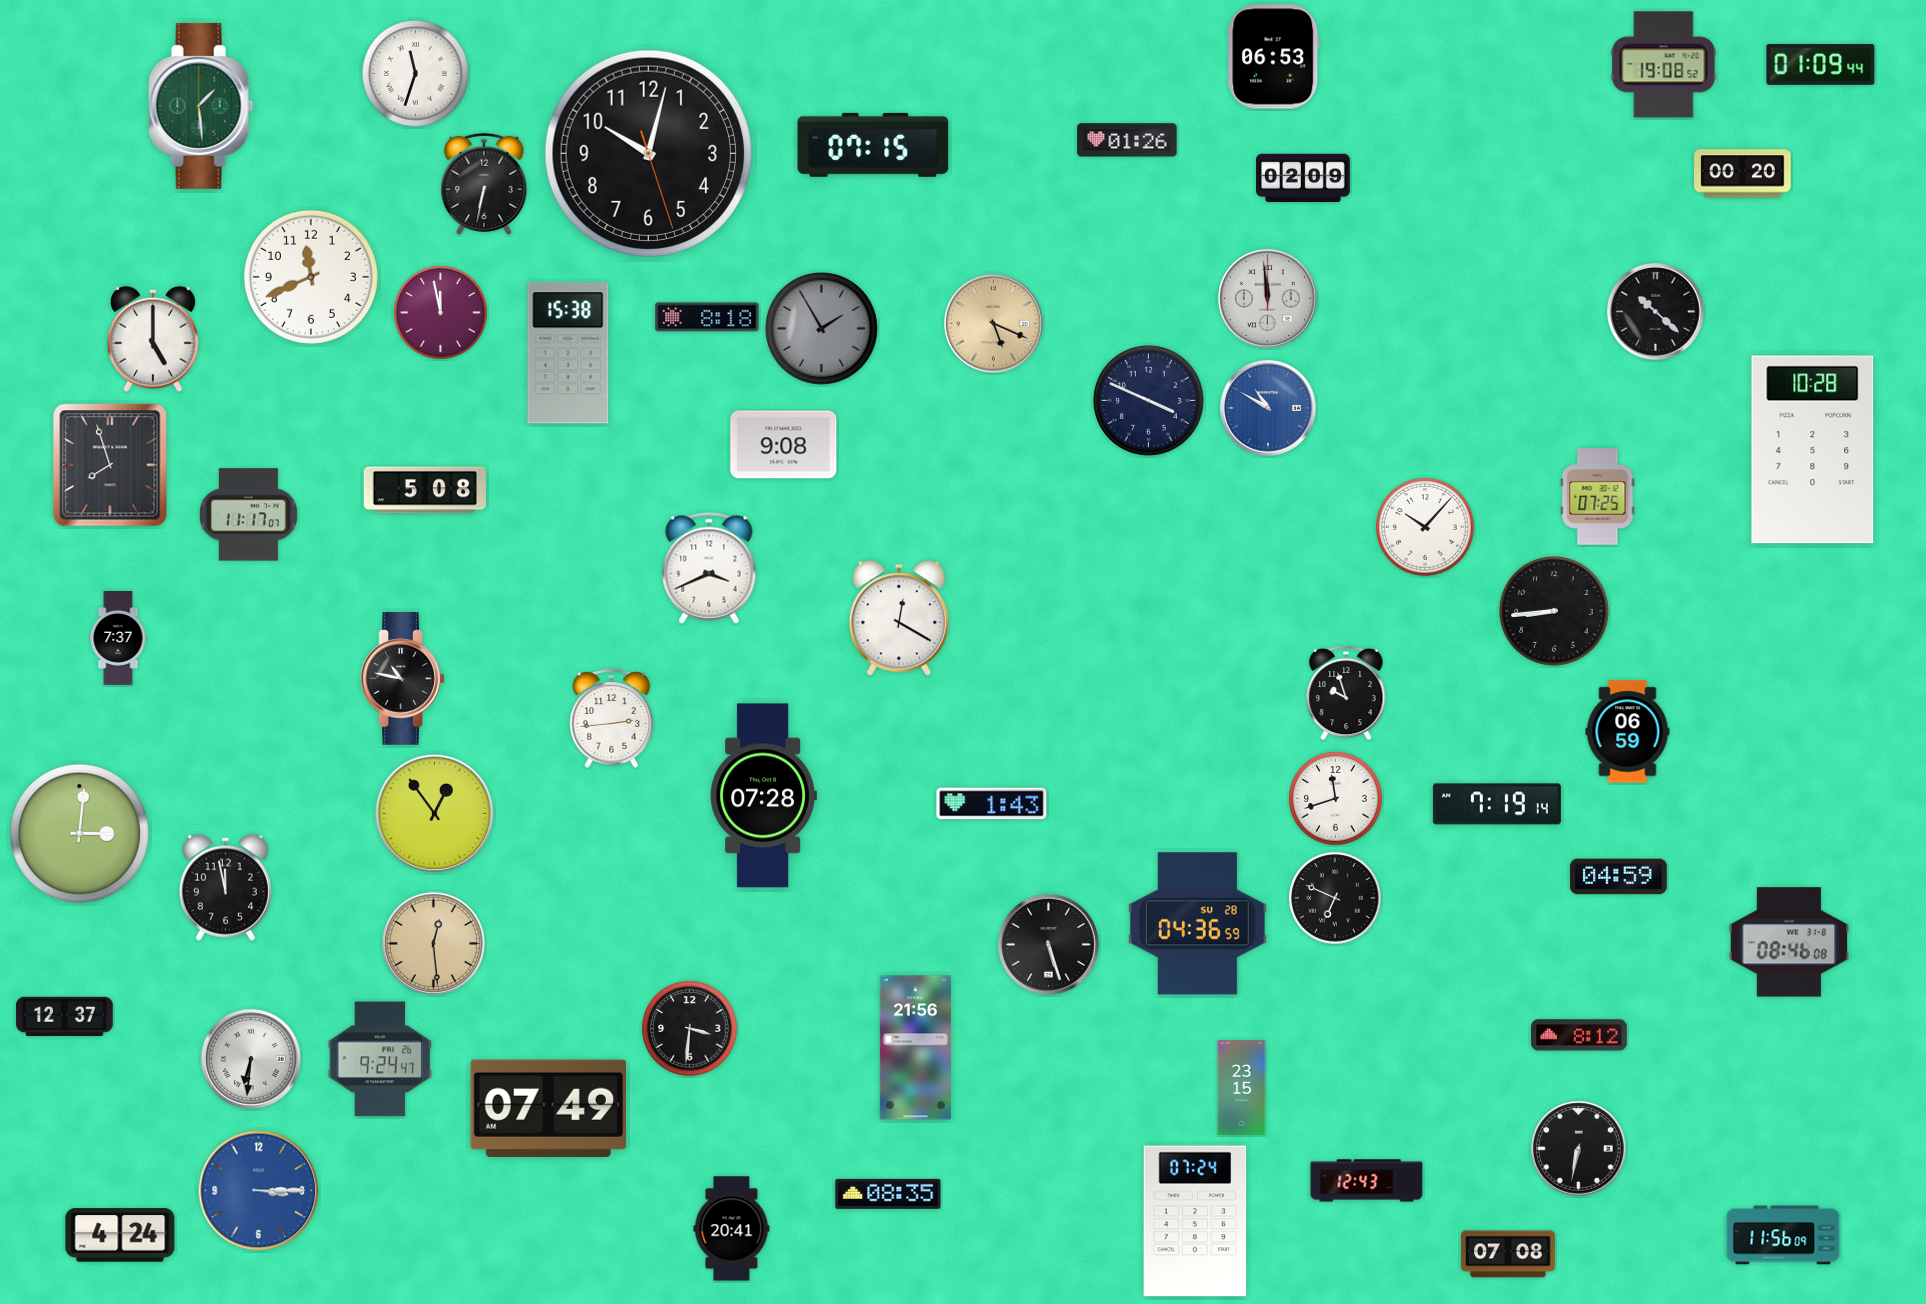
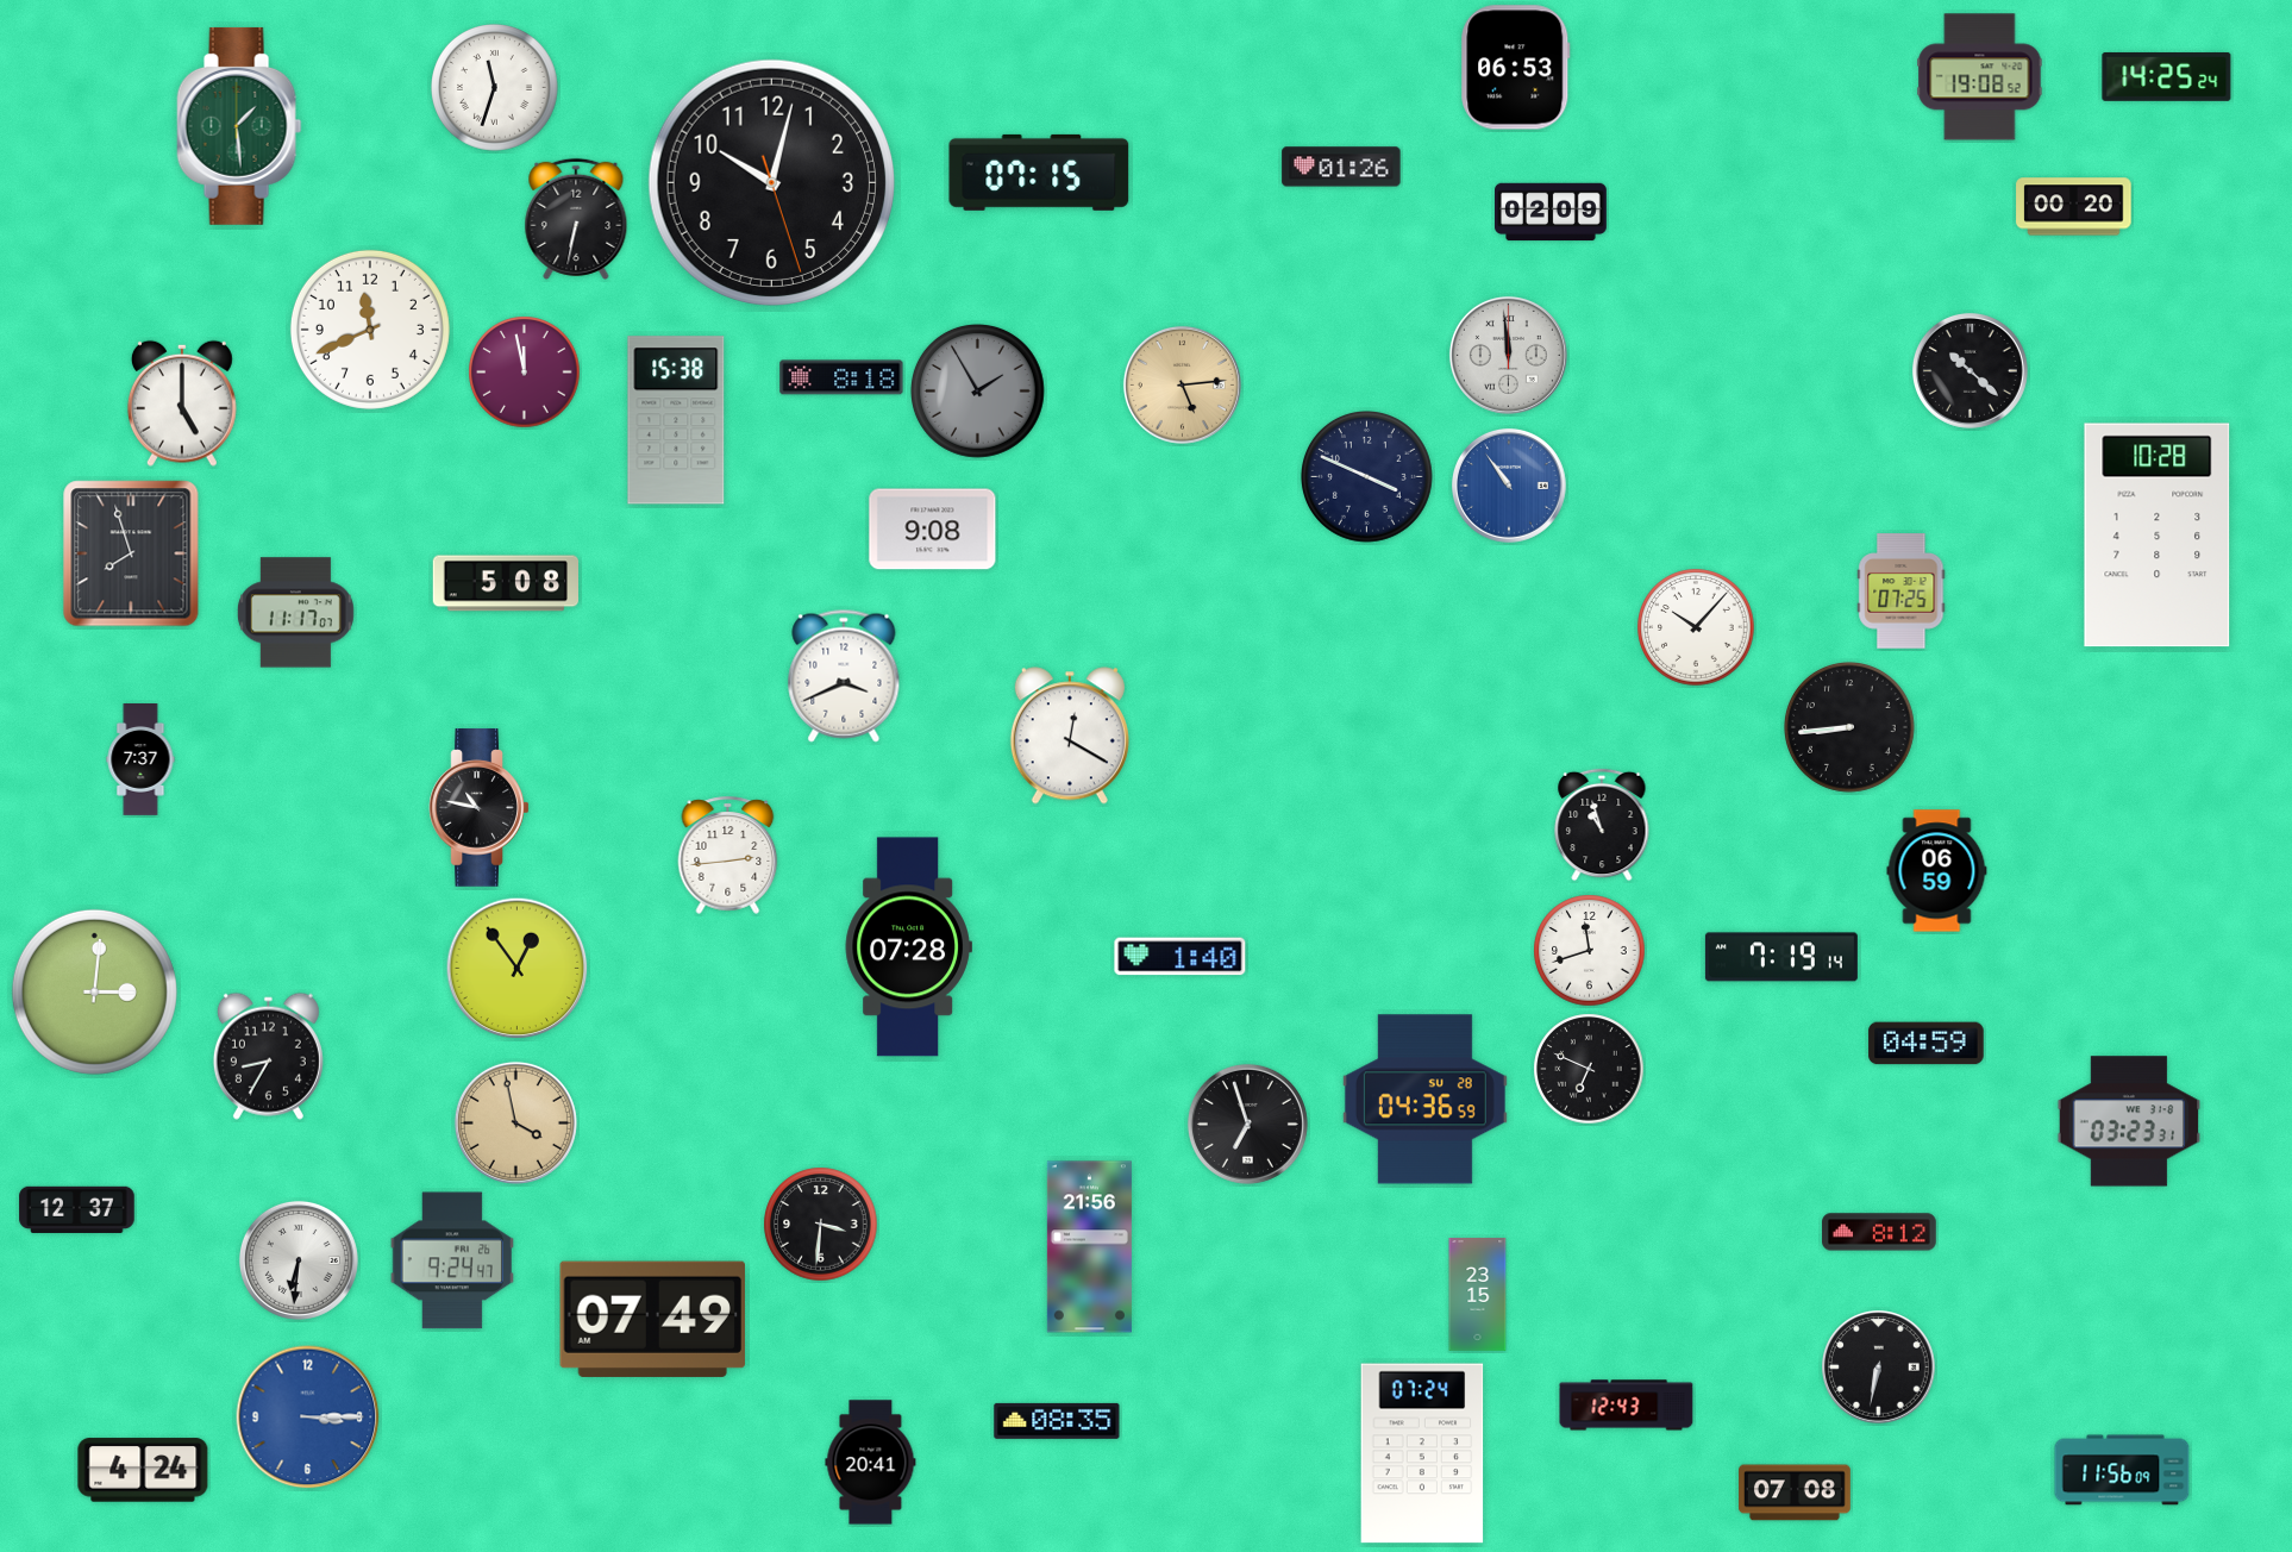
clock at (1821, 64): 01:09 -> 14:25
clock at (993, 323): 5:19 -> 5:14
clock at (1268, 408): 10:50 -> 10:54
clock at (1346, 693): 9:57 -> 10:57
clock at (992, 804): 1:43 -> 1:40
clock at (225, 887): 11:58 -> 8:35
clock at (1789, 942): 08:46 -> 03:23
clock at (433, 943): 12:29 -> 3:58
clock at (1048, 944): 5:27 -> 6:57
